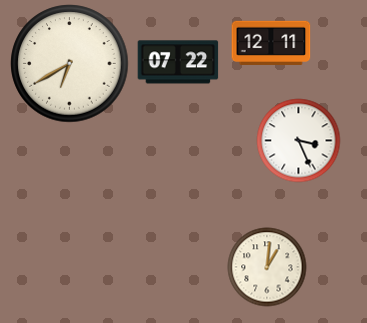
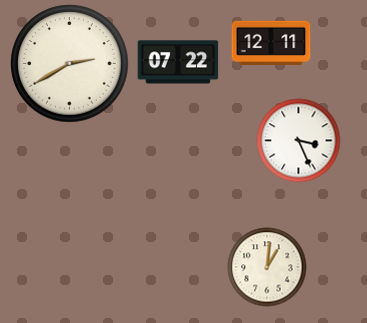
clock at (70, 64): 6:40 -> 2:40
